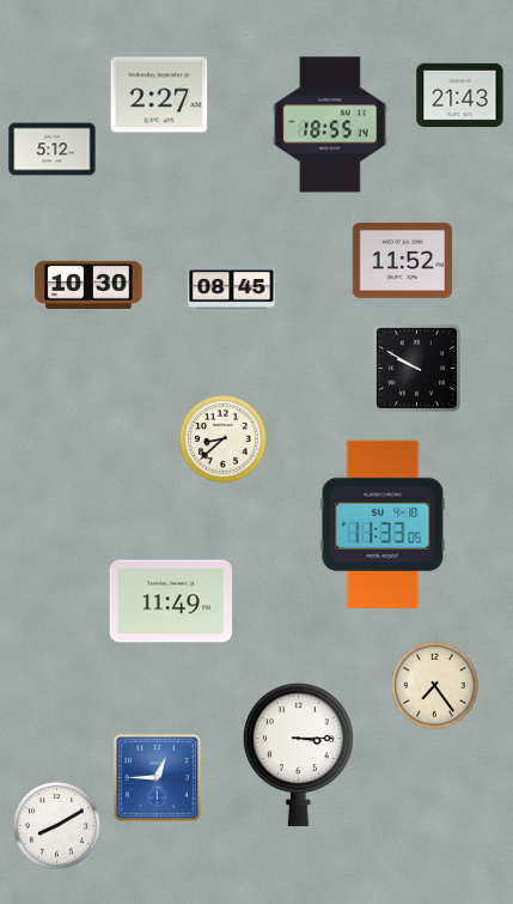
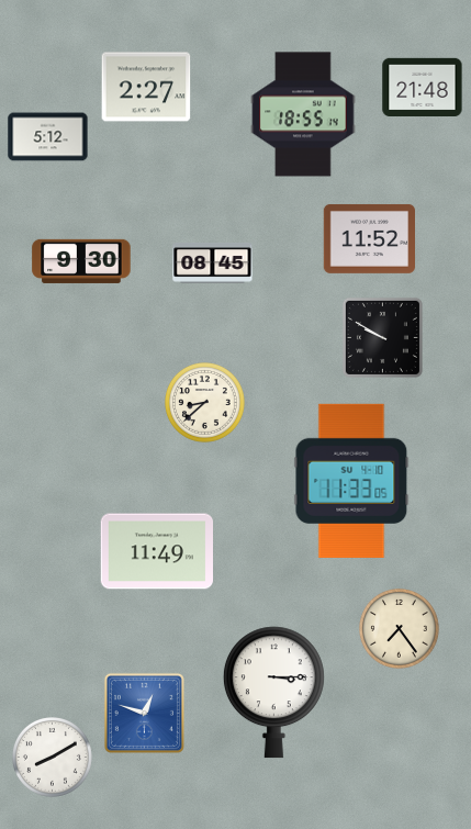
clock at (460, 95): 21:43 -> 21:48
clock at (88, 285): 10:30 -> 9:30
clock at (157, 777): 12:45 -> 12:48
